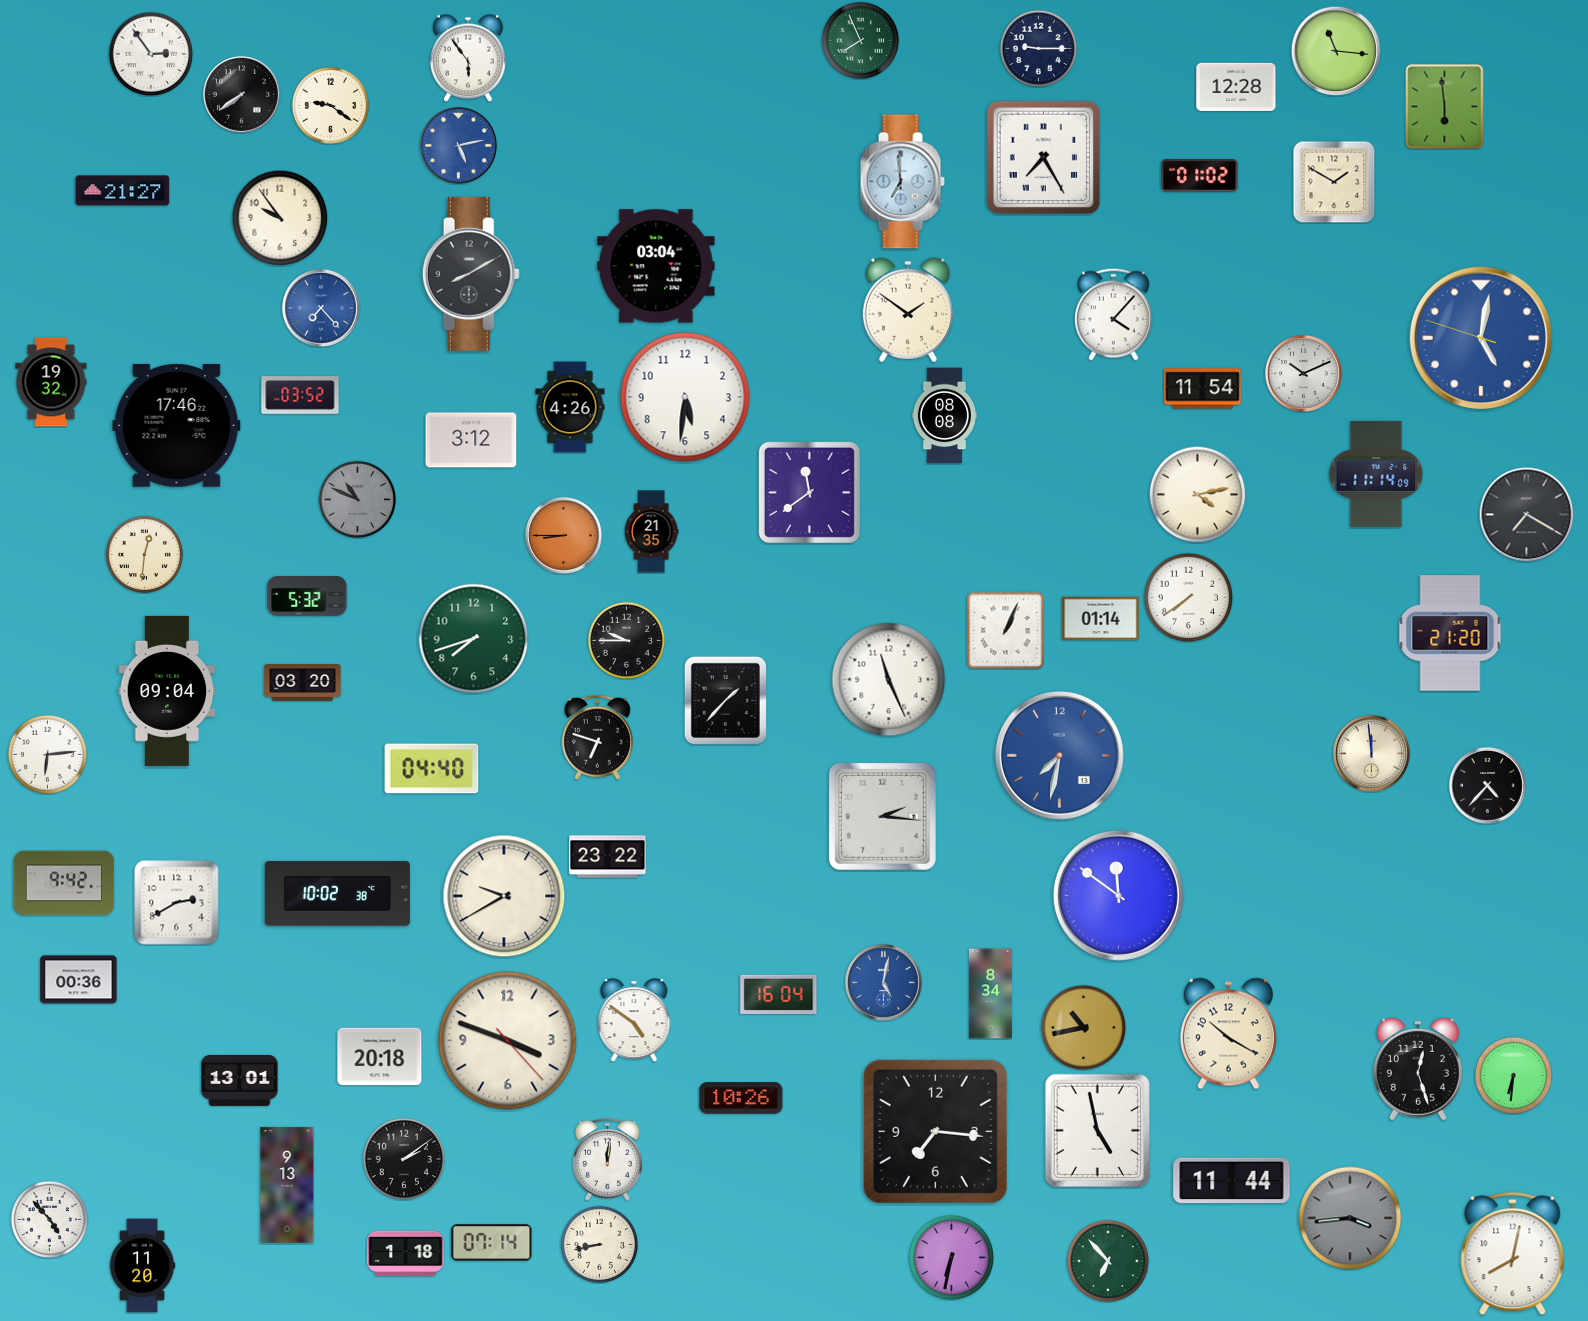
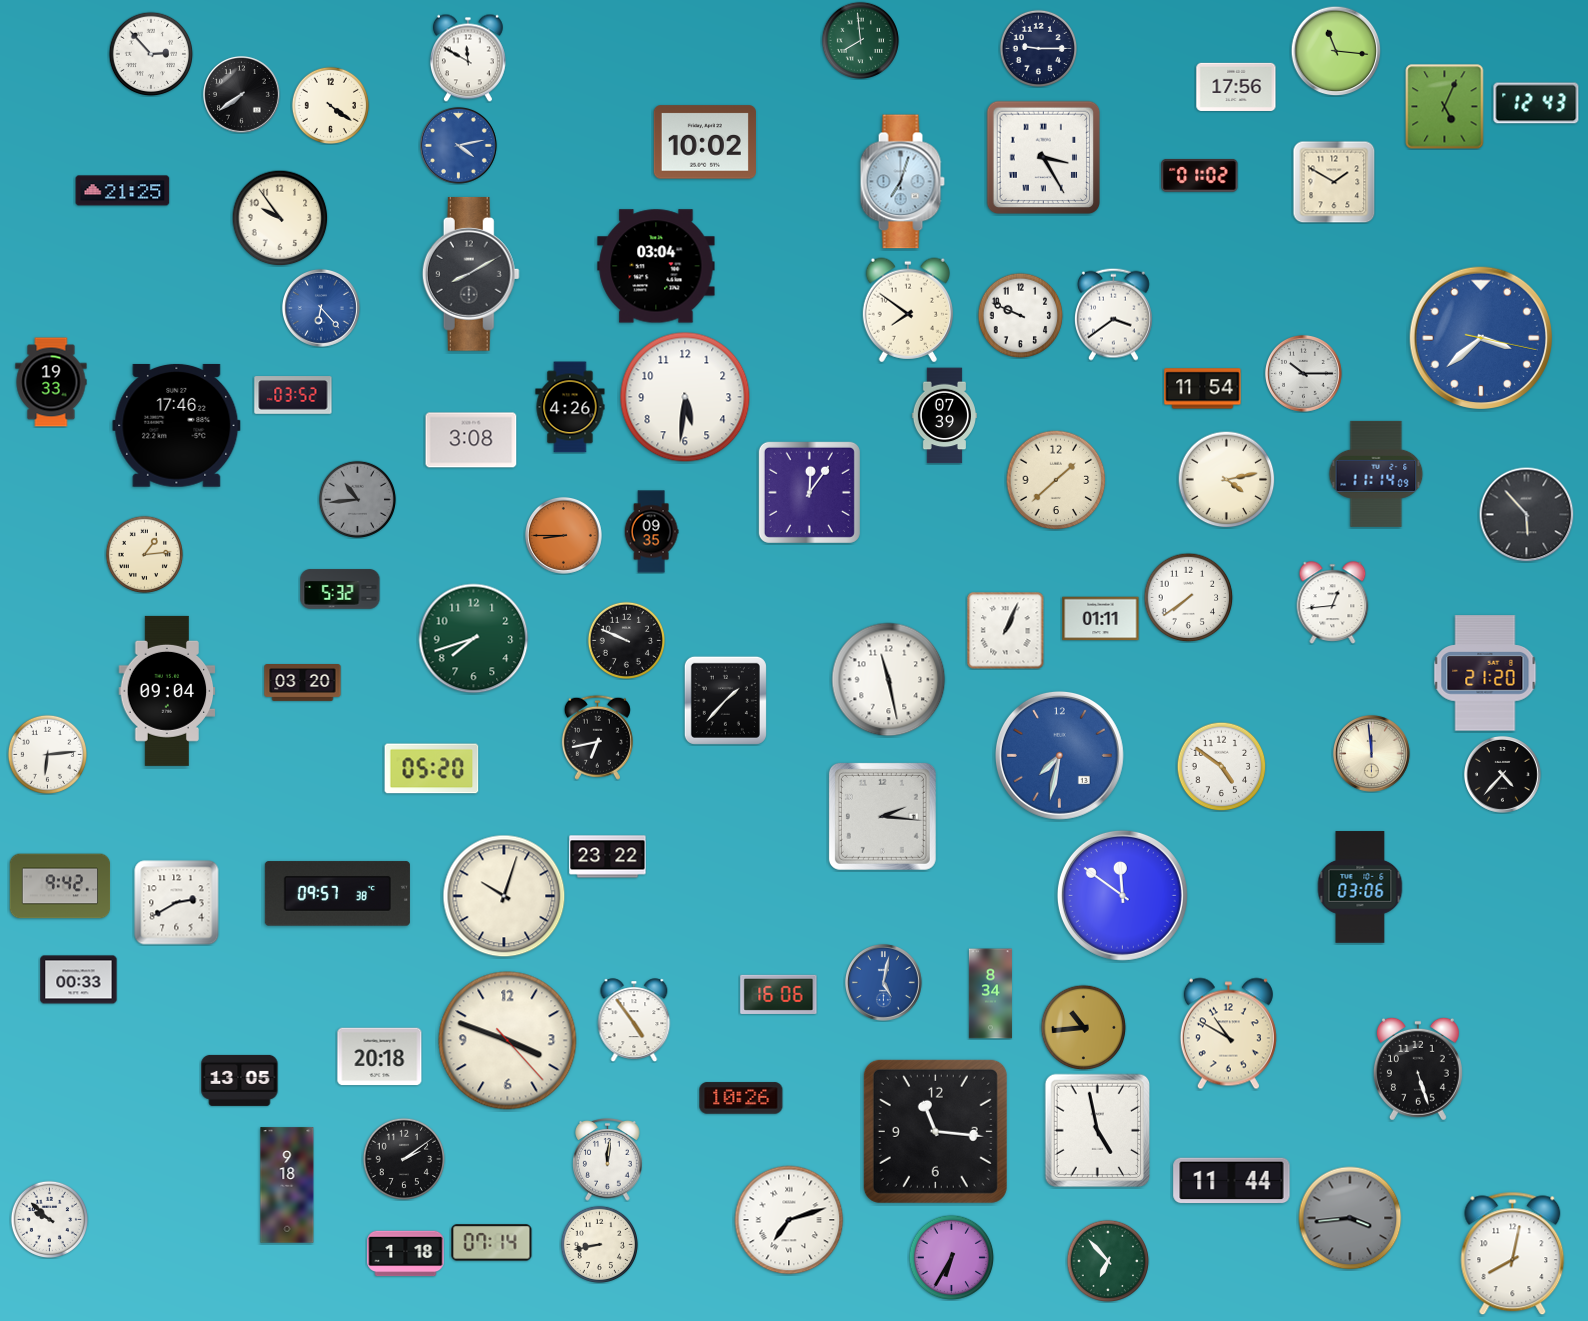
clock at (860, 40): 7:56 -> 7:59
clock at (151, 54): 2:54 -> 2:53
clock at (468, 58): 5:54 -> 11:50
clock at (1236, 87): 12:28 -> 17:56
clock at (1536, 103): none -> 12:43
clock at (330, 105): 9:21 -> 4:21
clock at (1445, 107): 5:59 -> 5:04
clock at (705, 142): none -> 10:02
clock at (458, 145): 5:13 -> 4:13
clock at (1044, 158): 7:25 -> 3:25
clock at (902, 182): 6:59 -> 7:03
clock at (123, 191): 21:27 -> 21:25
clock at (321, 308): 7:23 -> 6:23
clock at (908, 310): 1:51 -> 7:51
clock at (1113, 314): 4:07 -> 3:39
clock at (1020, 315): none -> 9:49
clock at (1480, 337): 5:01 -> 3:38
clock at (1303, 373): 10:11 -> 10:15
clock at (51, 382): 19:32 -> 19:33
clock at (300, 395) position: (300, 395) -> (293, 395)
clock at (944, 416): 08:08 -> 07:39
clock at (471, 440): 3:12 -> 3:08
clock at (1056, 480): none -> 1:38
clock at (809, 492): 11:39 -> 12:06
clock at (1197, 494) position: (1197, 494) -> (1226, 479)
clock at (357, 499): 10:49 -> 10:44
clock at (1526, 514): 7:20 -> 5:53
clock at (651, 532): 21:35 -> 09:35
clock at (144, 554): 12:31 -> 1:14
clock at (307, 596) position: (307, 596) -> (340, 589)
clock at (1333, 603): none -> 12:44
clock at (1101, 619): 01:14 -> 01:11
clock at (1450, 633) position: (1450, 633) -> (1485, 673)
clock at (626, 640): 9:45 -> 9:49
clock at (889, 680): 11:26 -> 11:28
clock at (597, 737): 6:48 -> 6:43
clock at (1221, 766): none -> 4:51
clock at (432, 769): 04:40 -> 05:20
clock at (1487, 785) position: (1487, 785) -> (1502, 774)
clock at (64, 883) position: (64, 883) -> (60, 886)
clock at (1360, 887): none -> 03:06
clock at (337, 894): 10:02 -> 09:57
clock at (1118, 895) position: (1118, 895) -> (1122, 895)
clock at (504, 896): 9:40 -> 10:03
clock at (79, 980): 00:36 -> 00:33
clock at (779, 994): 16:04 -> 16:06
clock at (634, 1020): 4:51 -> 4:54
clock at (1083, 1027): 10:43 -> 10:44
clock at (1228, 1034): 10:20 -> 10:50
clock at (1418, 1069): 12:27 -> 5:27
clock at (1513, 1075): 6:31 -> none
clock at (240, 1080): 13:01 -> 13:05
clock at (935, 1131): 7:16 -> 11:16
clock at (287, 1185): 9:13 -> 9:18
clock at (49, 1219): 4:53 -> 9:52
clock at (789, 1220): none -> 7:12
clock at (951, 1257): 6:32 -> 6:35
clock at (142, 1266): 11:20 -> none
